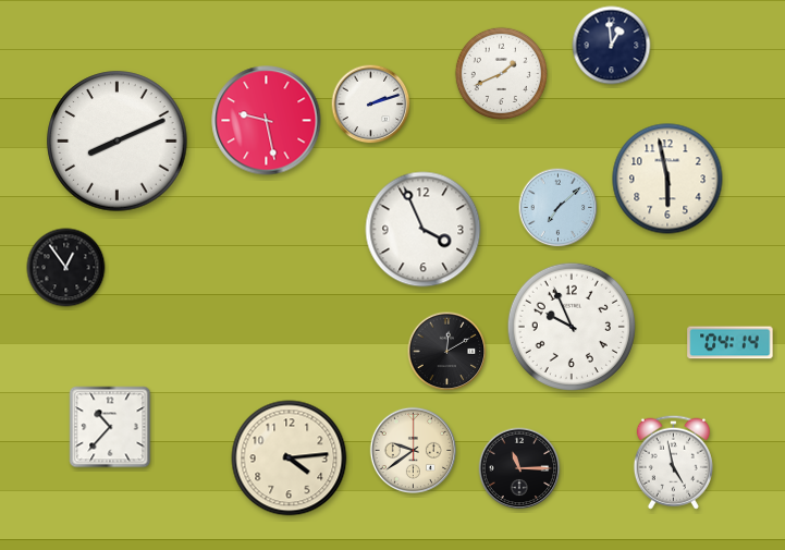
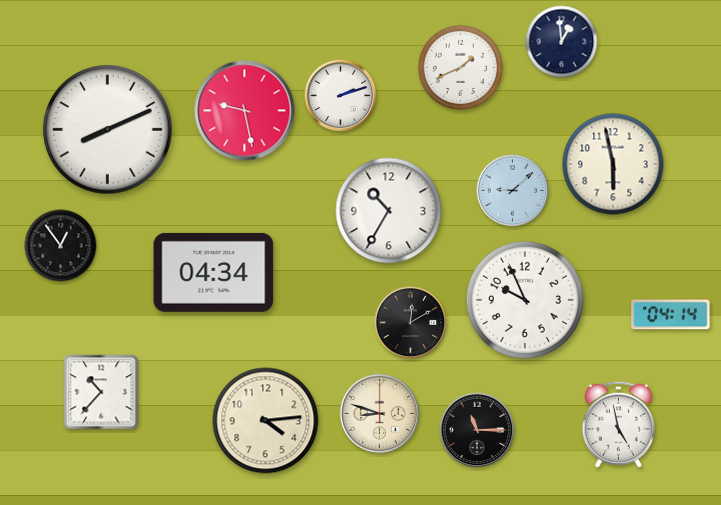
clock at (559, 208): 7:08 -> 9:08
clock at (424, 230): 3:56 -> 10:35
clock at (214, 272): none -> 04:34
clock at (413, 450): 9:39 -> 8:48
